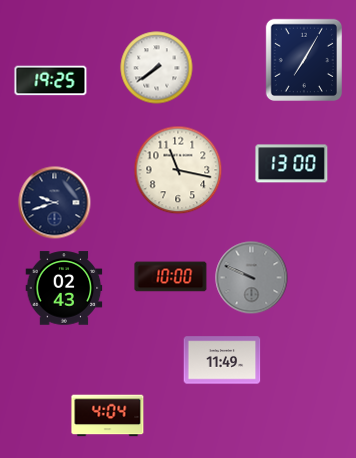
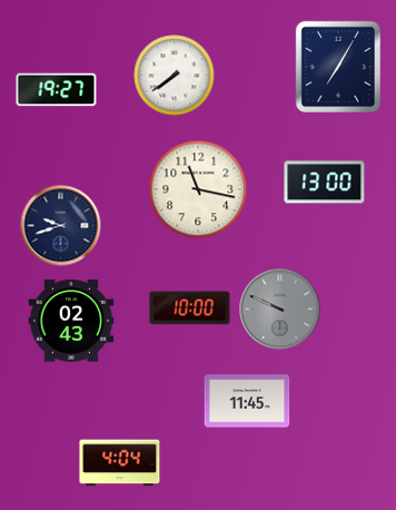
clock at (51, 81): 19:25 -> 19:27
clock at (222, 360): 11:49 -> 11:45
